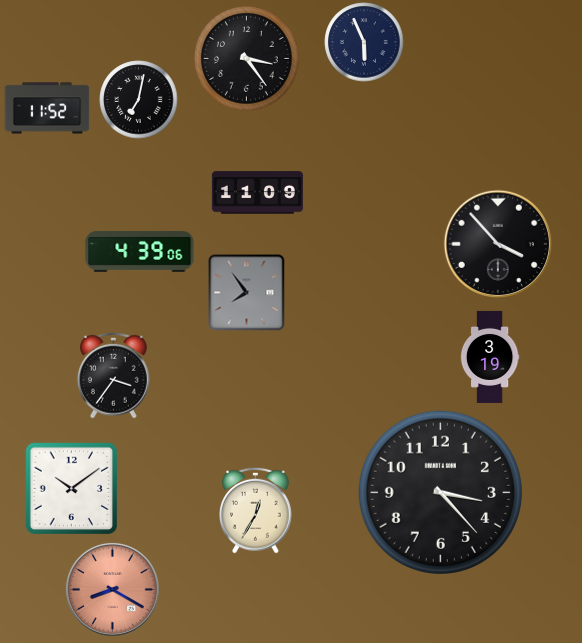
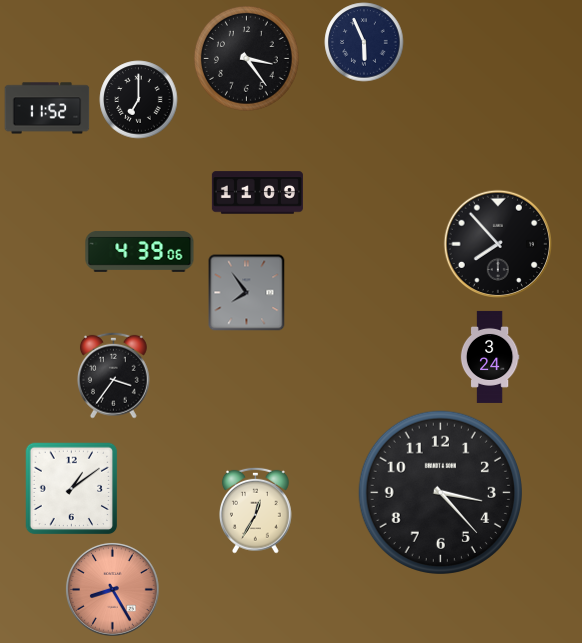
clock at (139, 100): 7:02 -> 7:00
clock at (498, 244): 3:53 -> 7:53
clock at (490, 357): 3:19 -> 3:24
clock at (72, 489): 10:09 -> 1:09
clock at (112, 589): 8:20 -> 8:25
